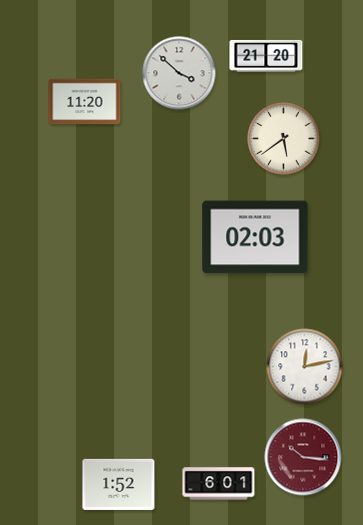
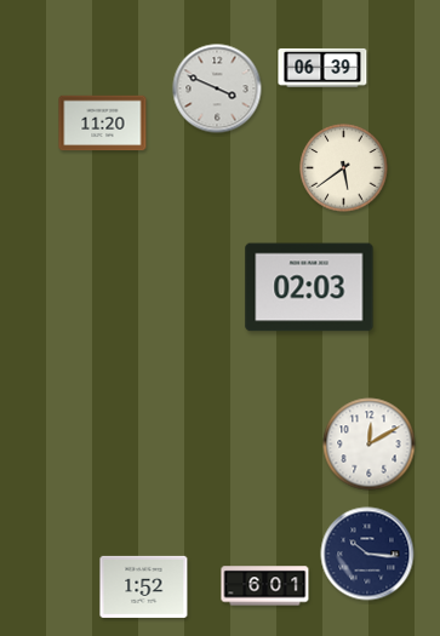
clock at (266, 56): 21:20 -> 06:39
clock at (179, 73): 3:52 -> 3:49
clock at (305, 367): 12:13 -> 12:10
clock at (303, 457) dial: burgundy -> navy
